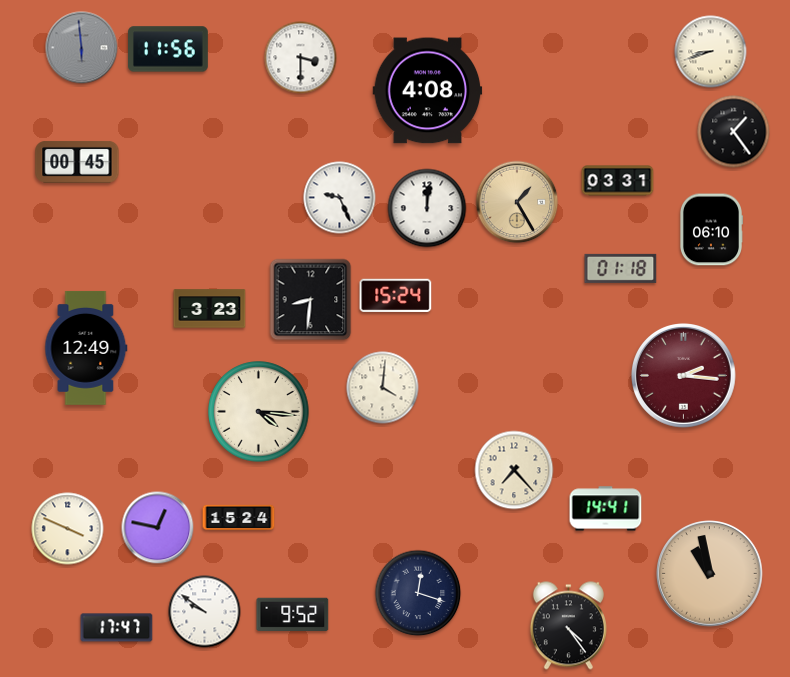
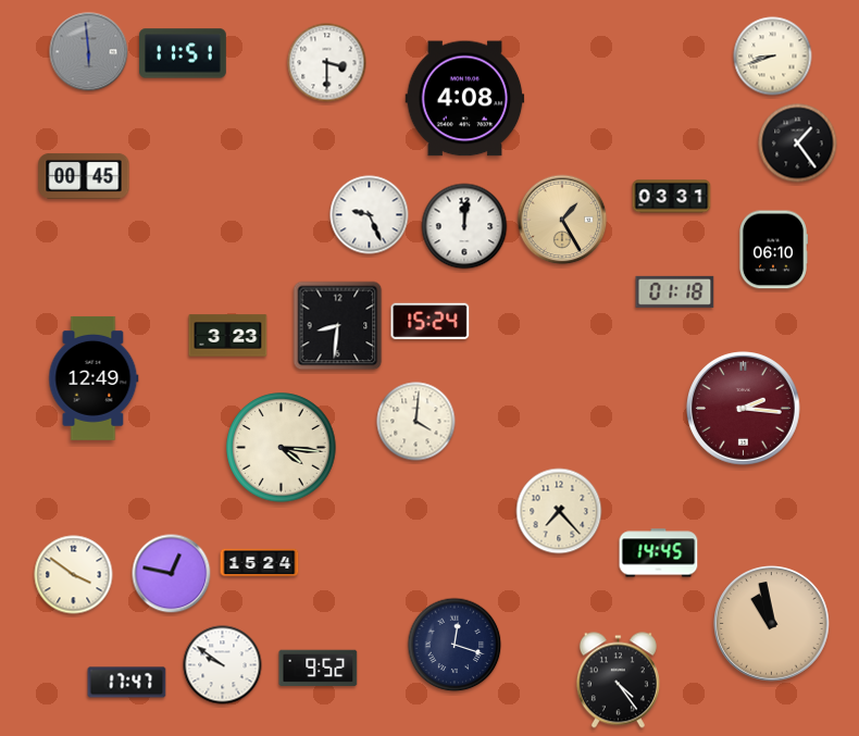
clock at (168, 49): 11:56 -> 11:51
clock at (606, 509): 14:41 -> 14:45
clock at (68, 529): 3:49 -> 3:51
